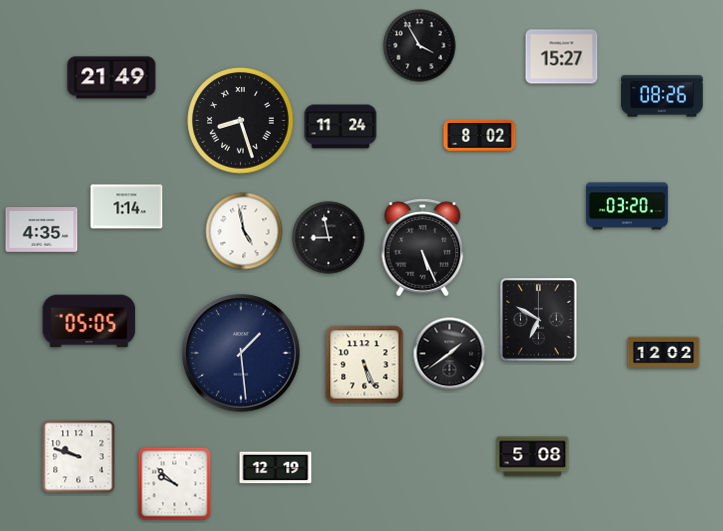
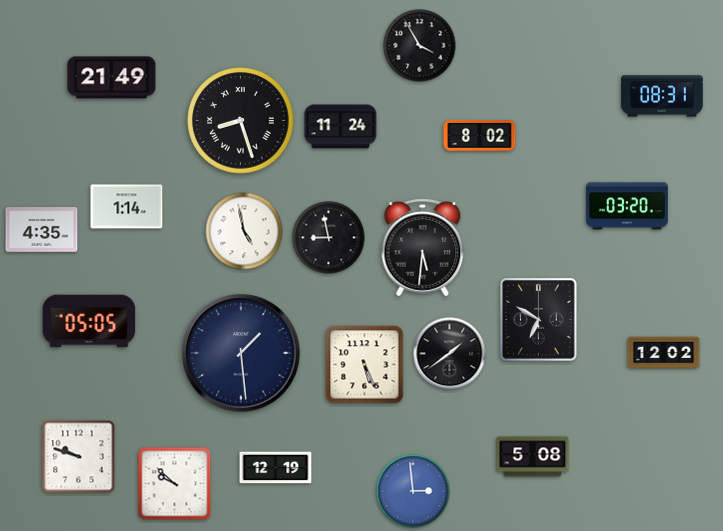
clock at (562, 57): 15:27 -> none
clock at (662, 96): 08:26 -> 08:31
clock at (423, 248): 5:26 -> 5:31
clock at (413, 491): none -> 2:59
